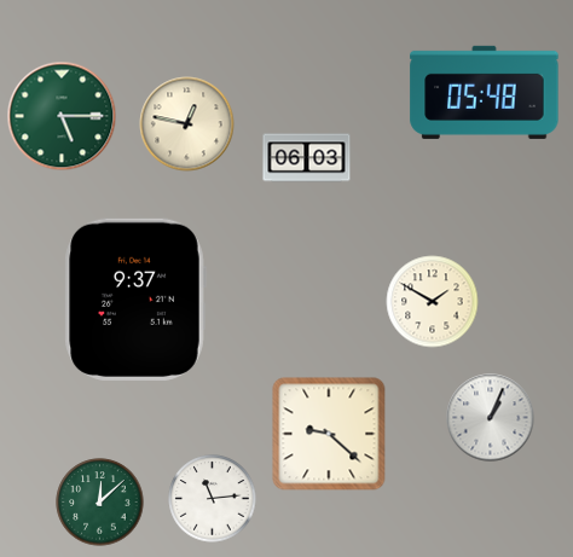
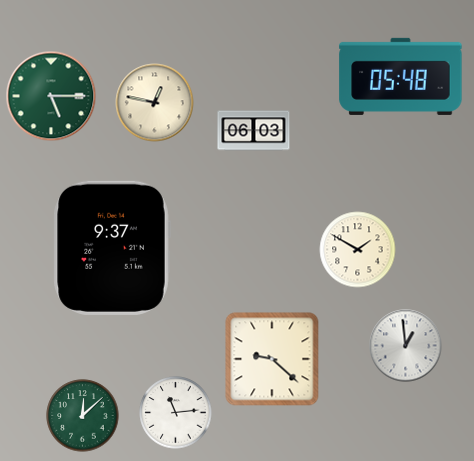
clock at (491, 418): 1:04 -> 12:59
